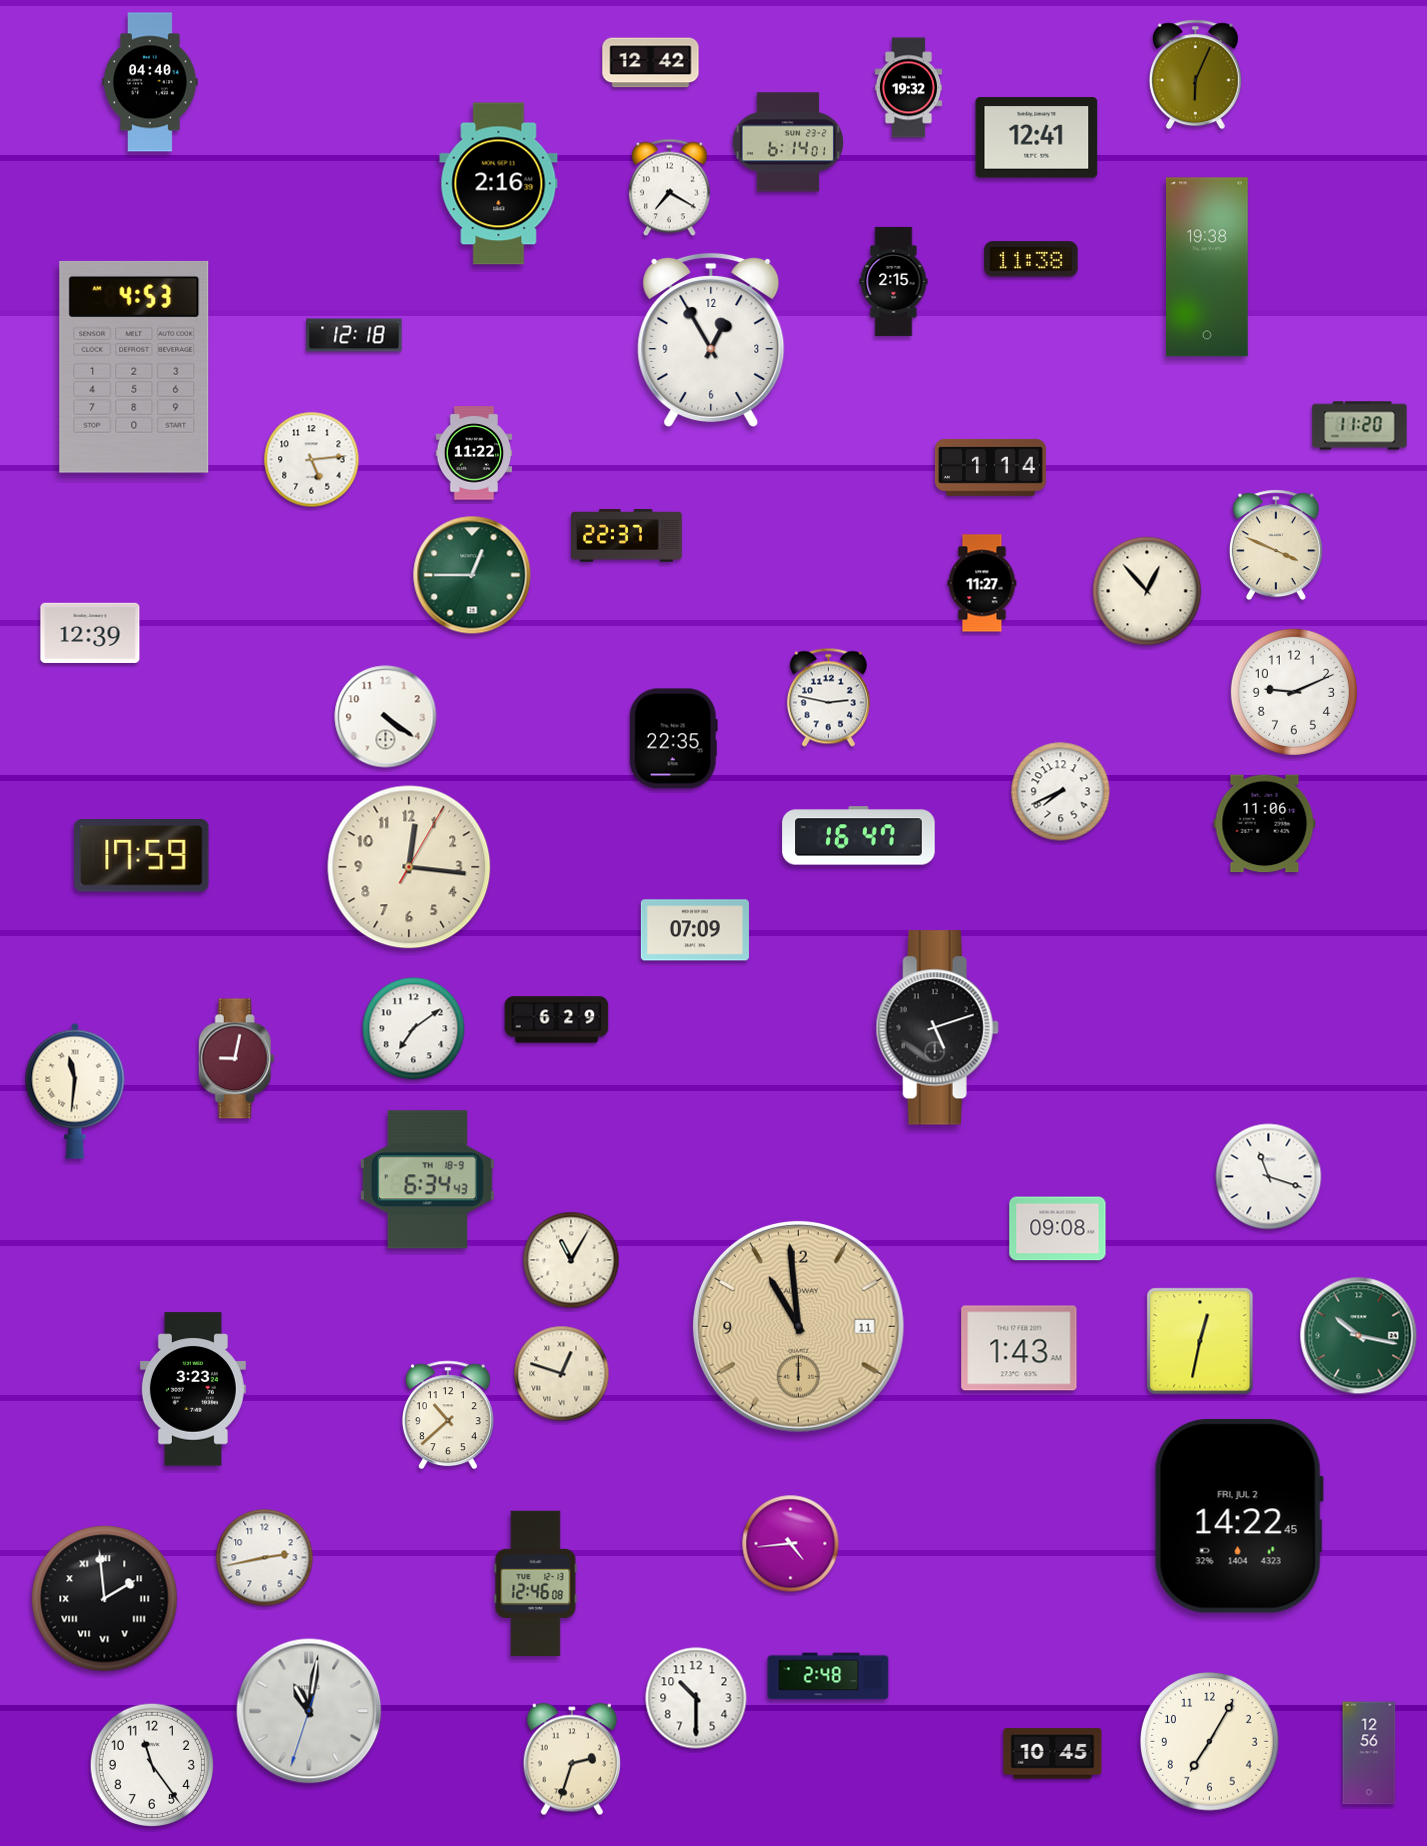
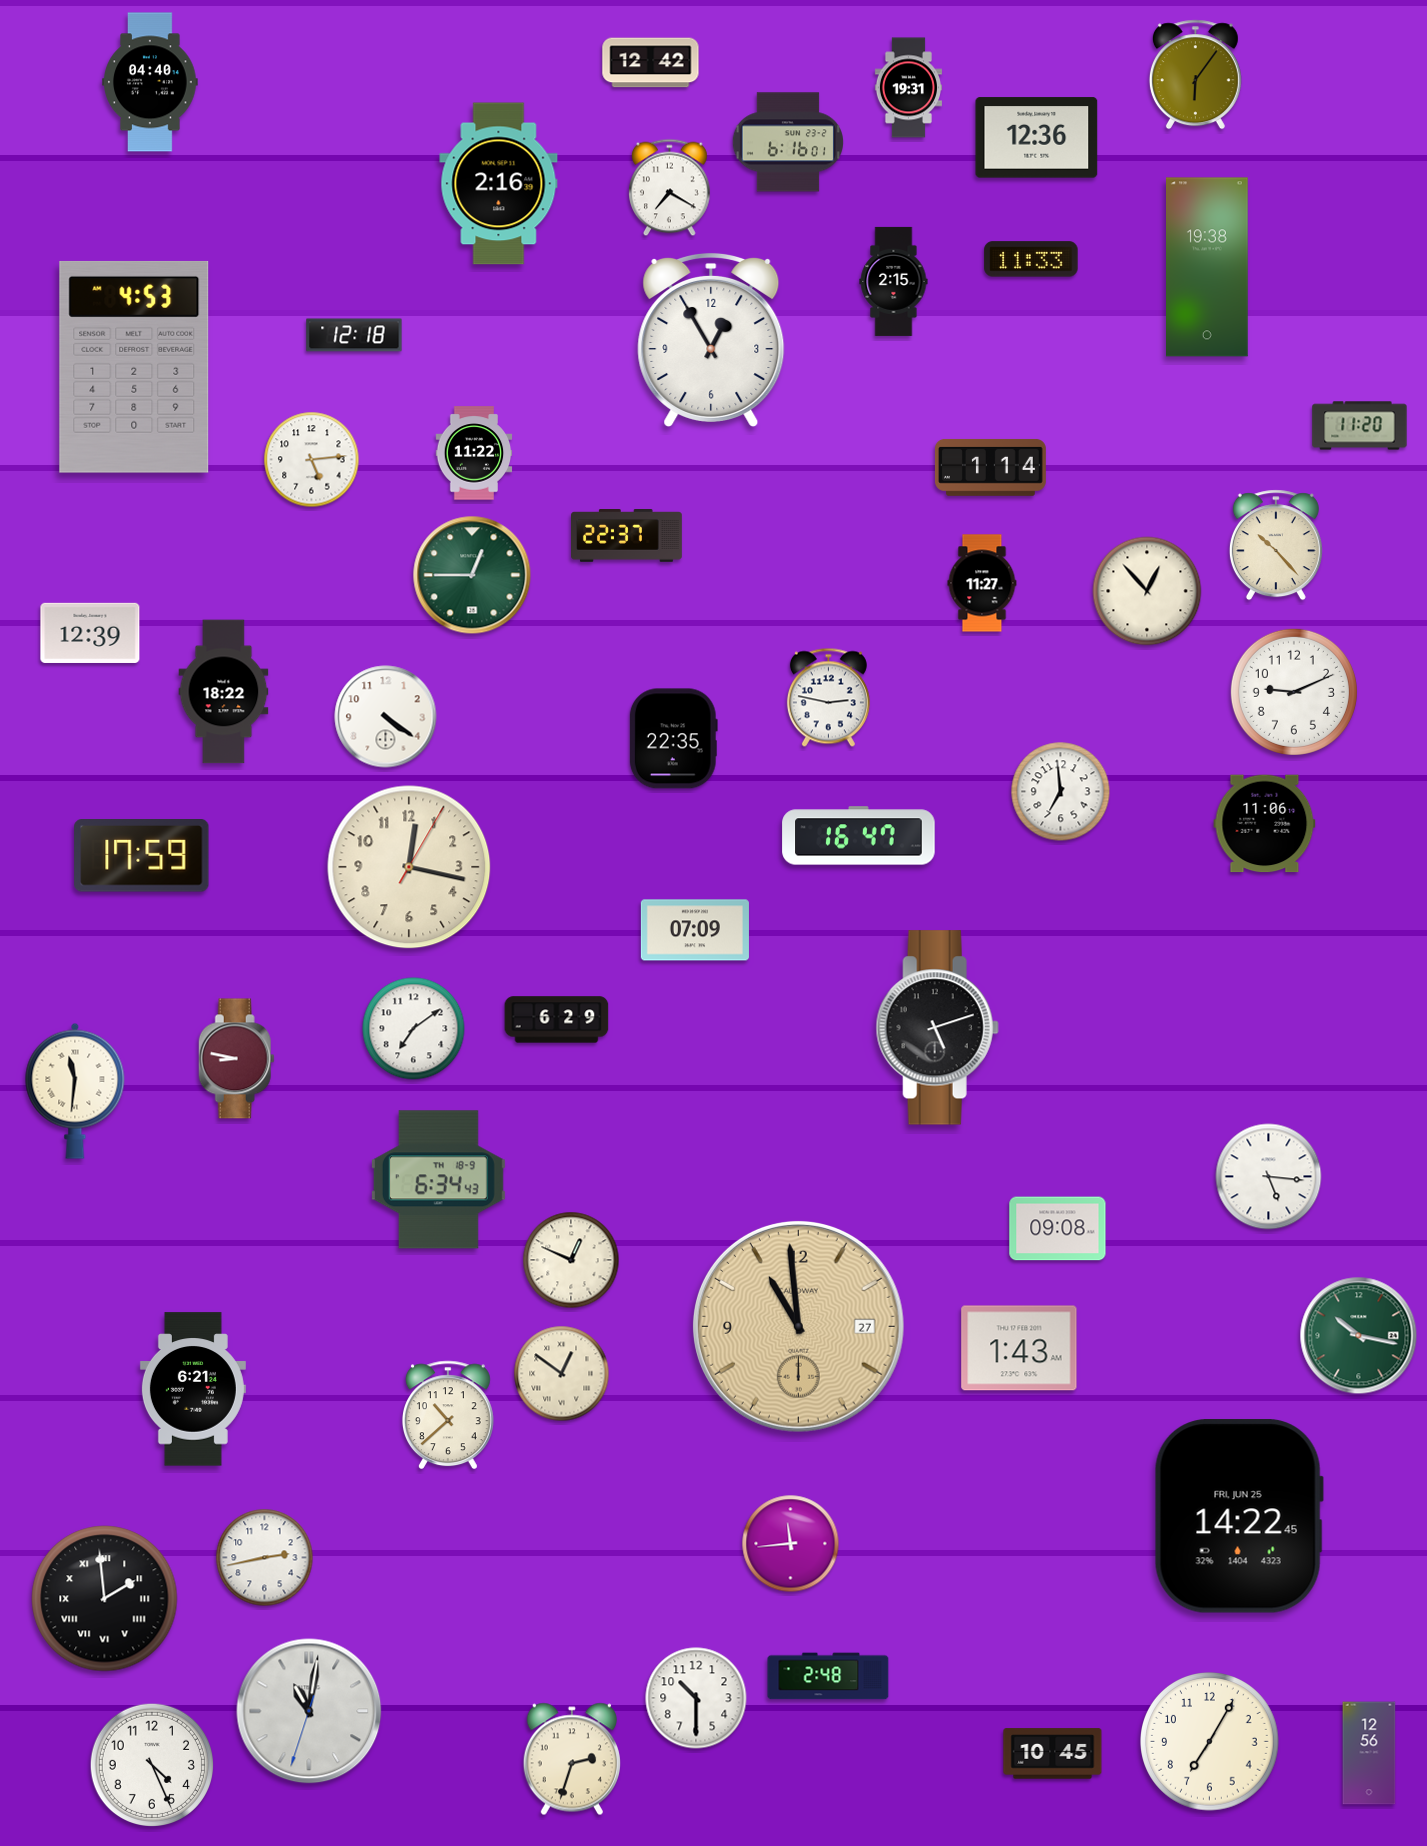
clock at (1195, 75): 6:04 -> 6:06
clock at (908, 88): 19:32 -> 19:31
clock at (1037, 138): 12:41 -> 12:36
clock at (788, 142): 6:14 -> 6:16
clock at (1031, 259): 11:38 -> 11:33
clock at (1276, 545): 3:49 -> 10:23
clock at (224, 692): none -> 18:22
clock at (1061, 792): 7:41 -> 6:59
clock at (409, 867): 12:16 -> 12:17
clock at (236, 1059): 9:02 -> 8:47
clock at (1269, 1177): 11:18 -> 5:16
clock at (427, 1180) position: (427, 1180) -> (438, 1180)
clock at (571, 1260): 11:05 -> 12:49
clock at (798, 1326) date: 11 -> 27
clock at (1200, 1341): 12:32 -> none
clock at (562, 1374): 12:48 -> 12:51
clock at (193, 1389): 3:23 -> 6:21
clock at (1239, 1517) date: FRI, JUL 2 -> FRI, JUN 25
clock at (791, 1544): 4:44 -> 11:44
clock at (536, 1584): 12:46 -> none
clock at (151, 1764): 11:24 -> 4:26
